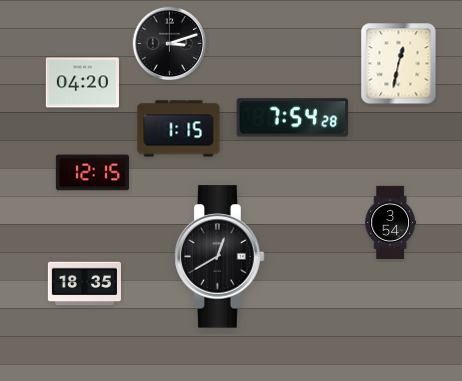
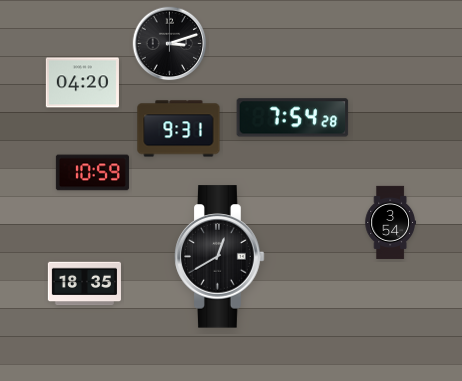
clock at (399, 64): 12:32 -> none
clock at (179, 129): 1:15 -> 9:31
clock at (92, 173): 12:15 -> 10:59
